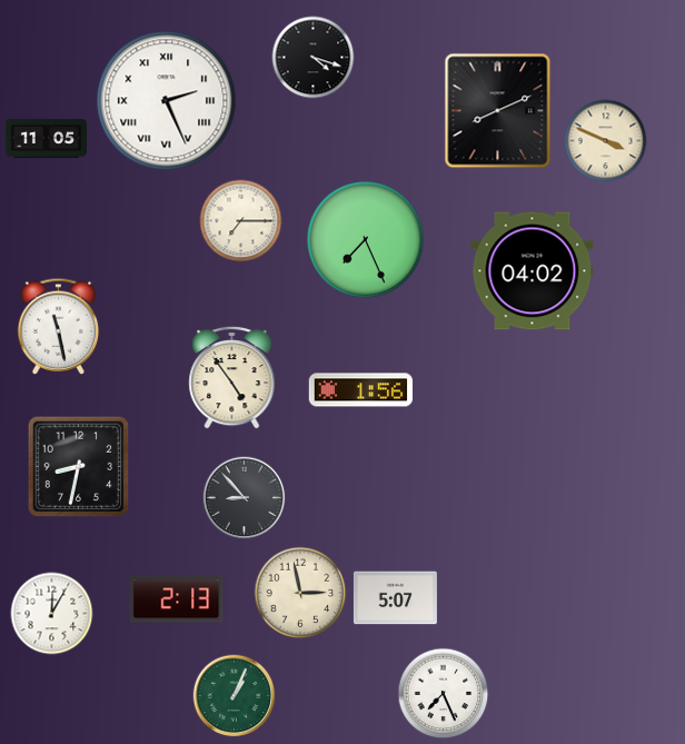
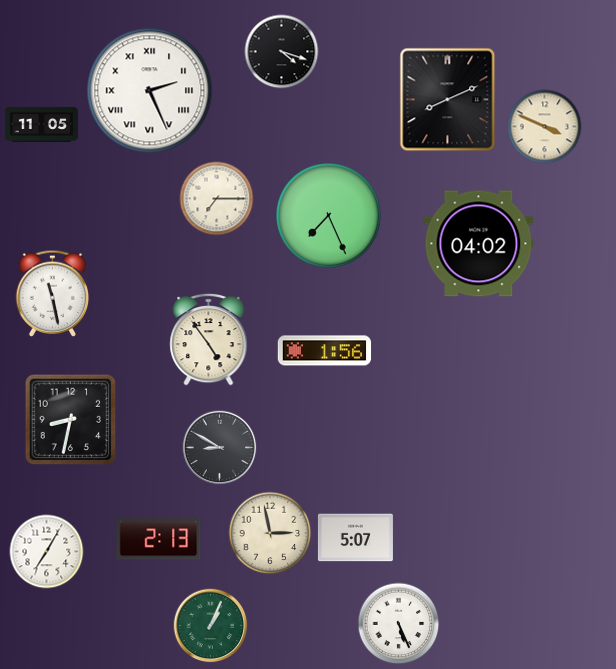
clock at (245, 498): 8:53 -> 8:50
clock at (52, 614): 12:05 -> 7:05
clock at (444, 694): 7:26 -> 5:26
